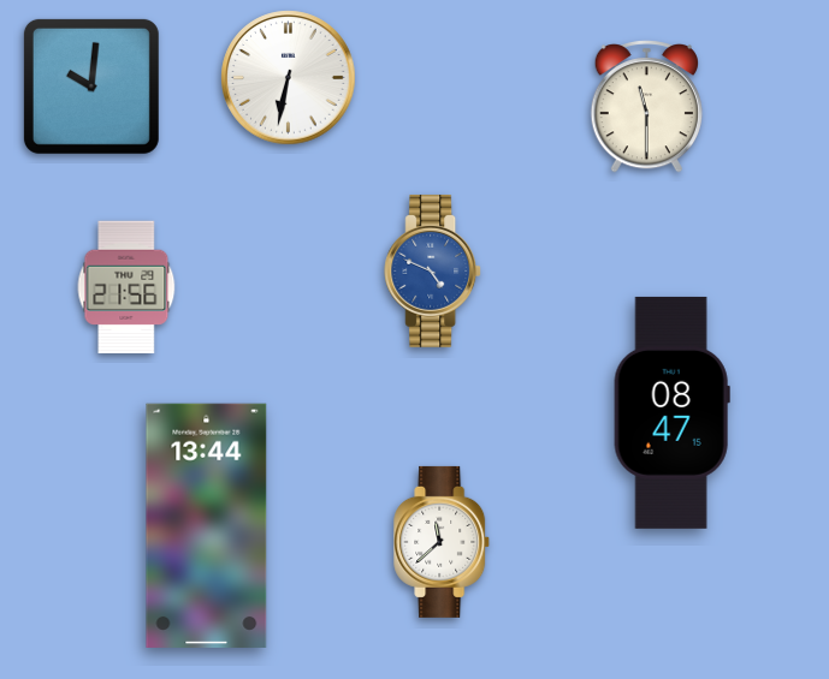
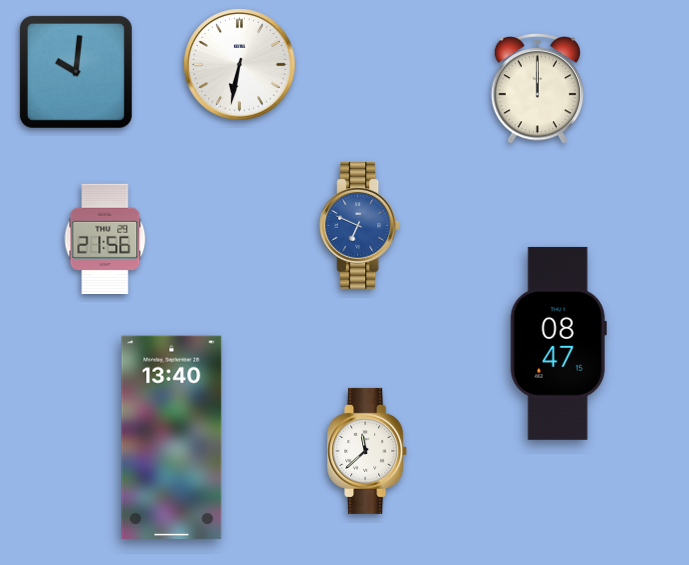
clock at (646, 107): 11:30 -> 12:00
clock at (433, 270): 4:49 -> 6:49
clock at (207, 525): 13:44 -> 13:40
